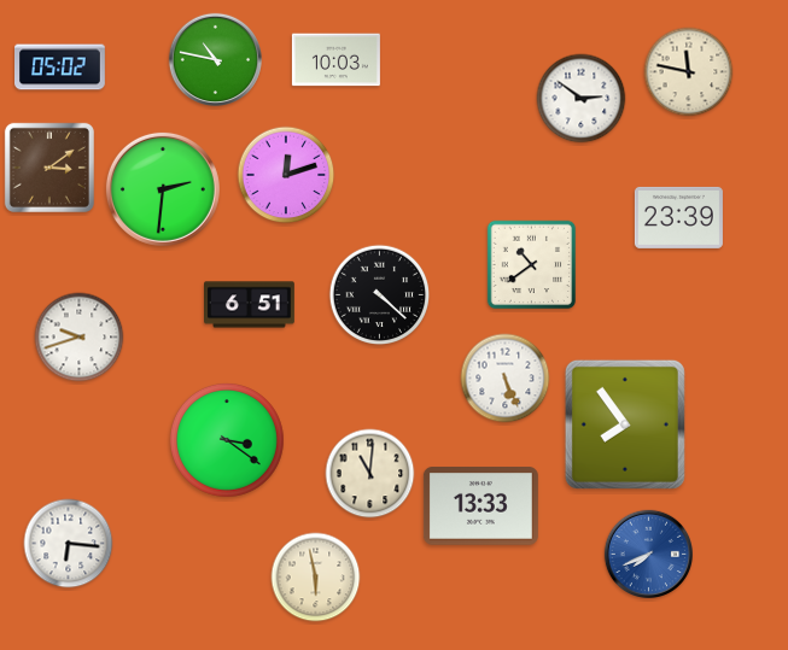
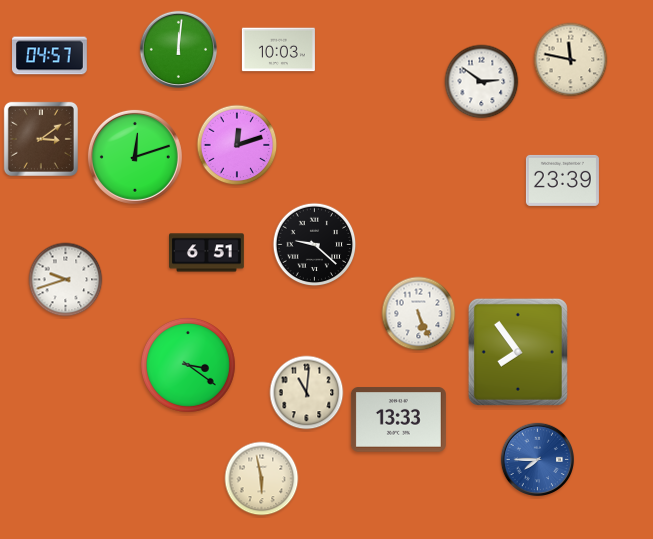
clock at (215, 59): 10:47 -> 12:01
clock at (60, 68): 05:02 -> 04:57
clock at (163, 189): 2:31 -> 12:12
clock at (532, 265): 10:39 -> none
clock at (380, 295): 4:22 -> 9:22
clock at (69, 544): 6:16 -> none
clock at (648, 554): 7:41 -> 7:45
